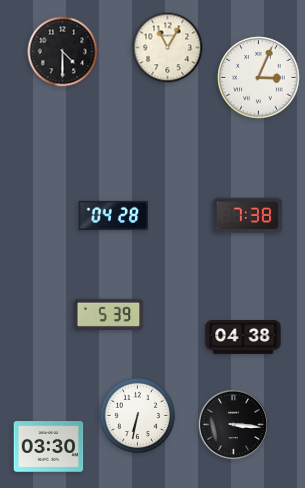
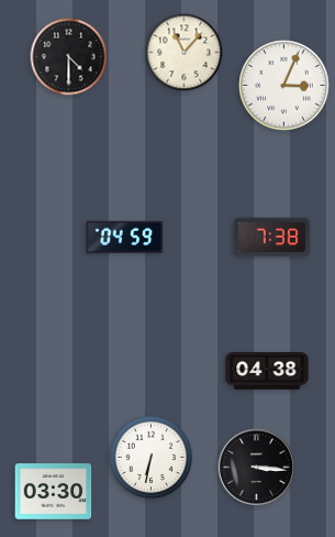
clock at (168, 48): 11:05 -> 11:07
clock at (114, 215): 04:28 -> 04:59
clock at (109, 314): 5:39 -> none
